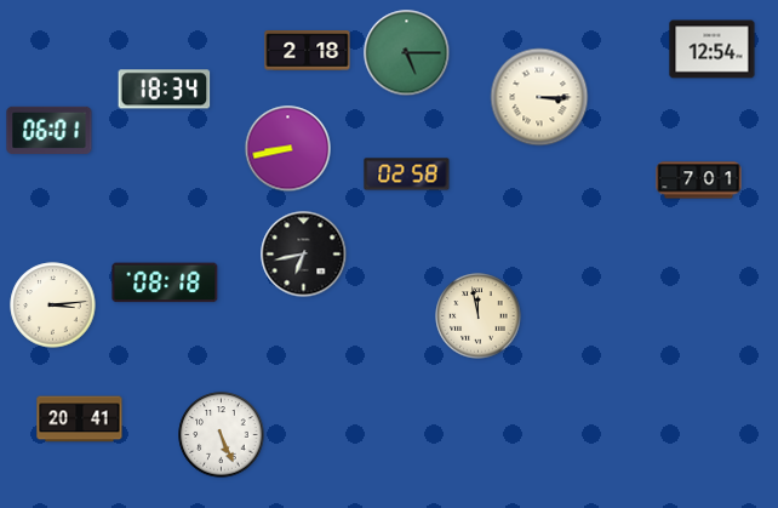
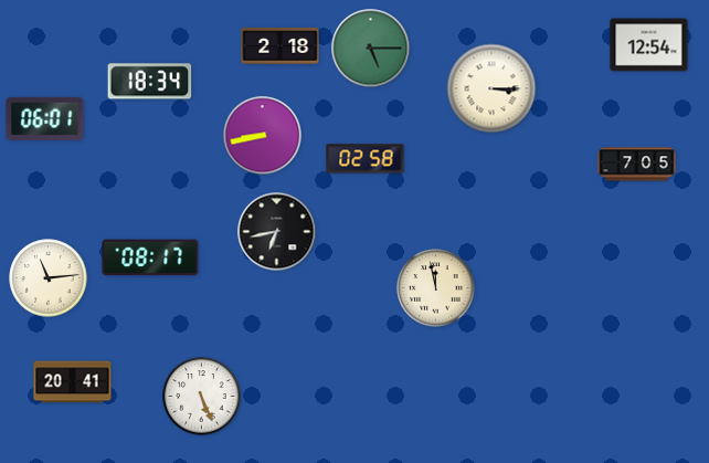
clock at (407, 175) position: (407, 175) -> (366, 159)
clock at (699, 181): 7:01 -> 7:05
clock at (165, 282): 08:18 -> 08:17
clock at (53, 306): 3:14 -> 11:14
